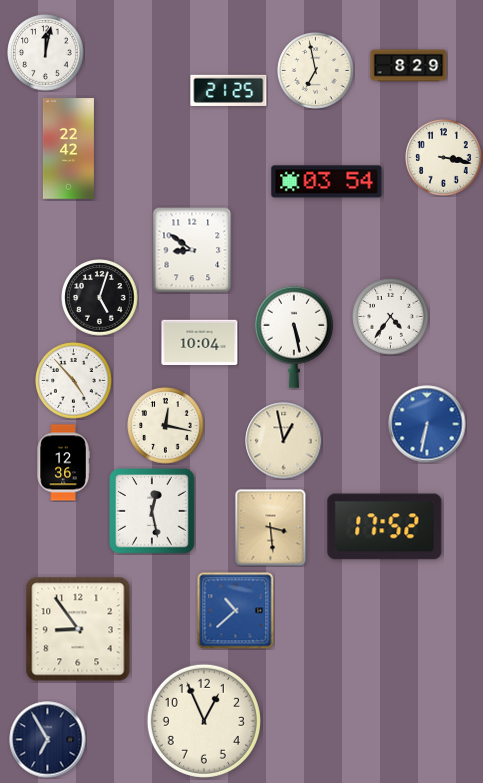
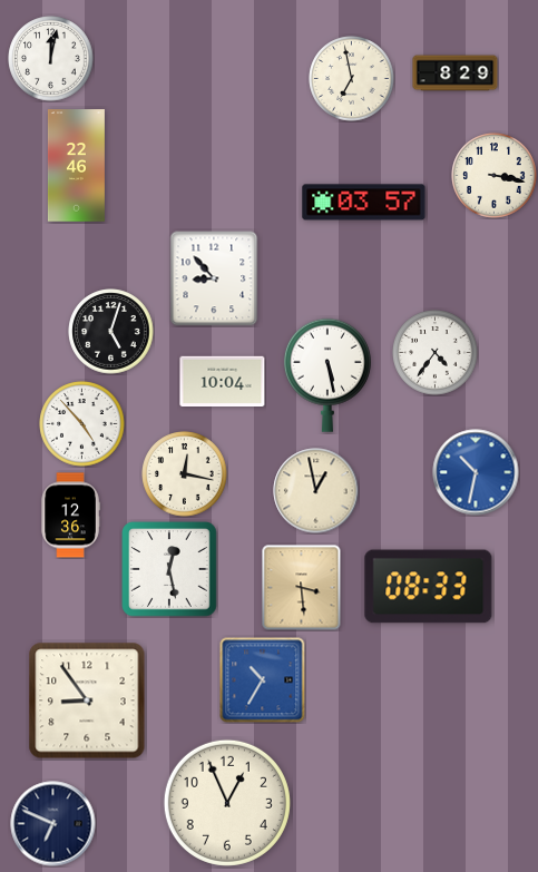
clock at (229, 90): 21:25 -> none
clock at (68, 149): 22:42 -> 22:46
clock at (327, 182): 03:54 -> 03:57
clock at (192, 250): 8:51 -> 8:53
clock at (427, 424): 6:32 -> 10:32
clock at (385, 527): 17:52 -> 08:33
clock at (236, 611): 10:38 -> 10:35
clock at (48, 740): 6:55 -> 6:49
